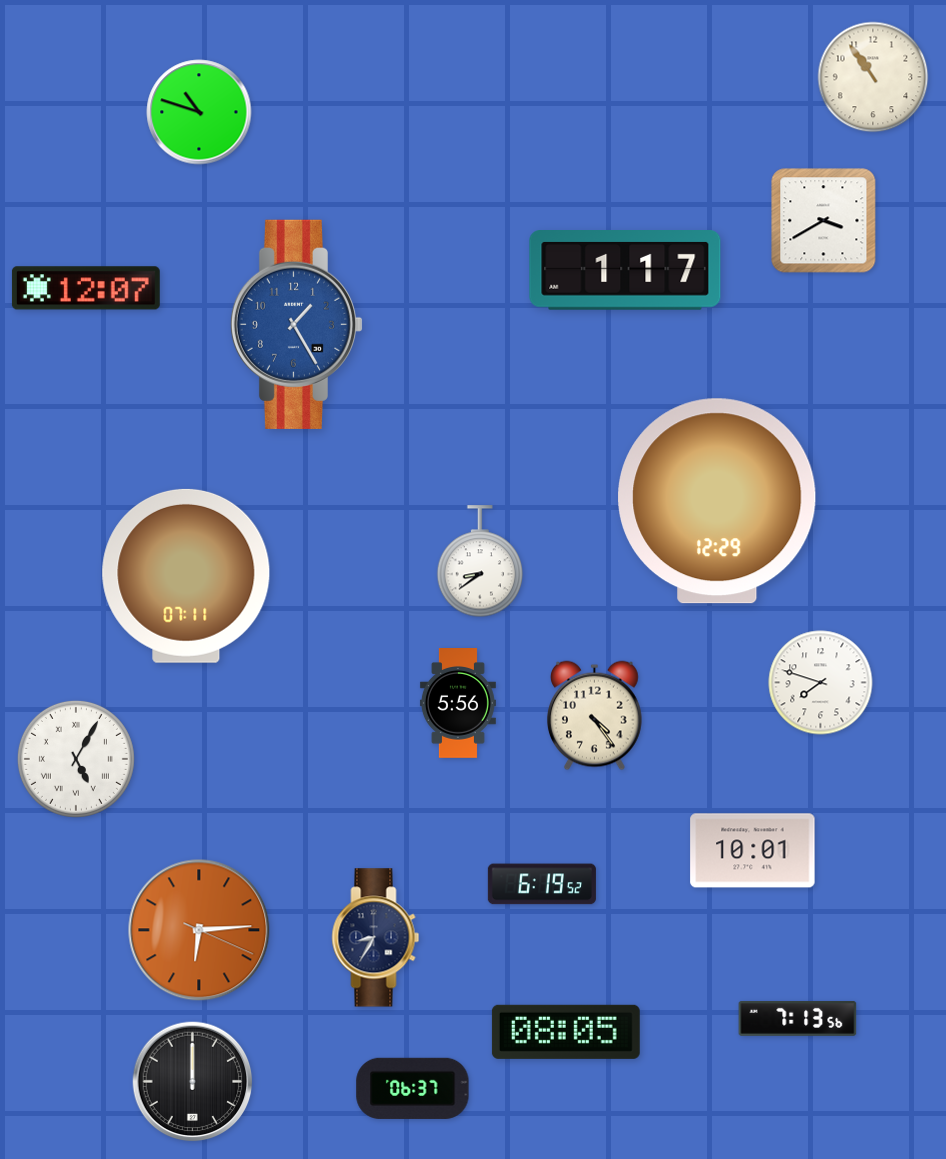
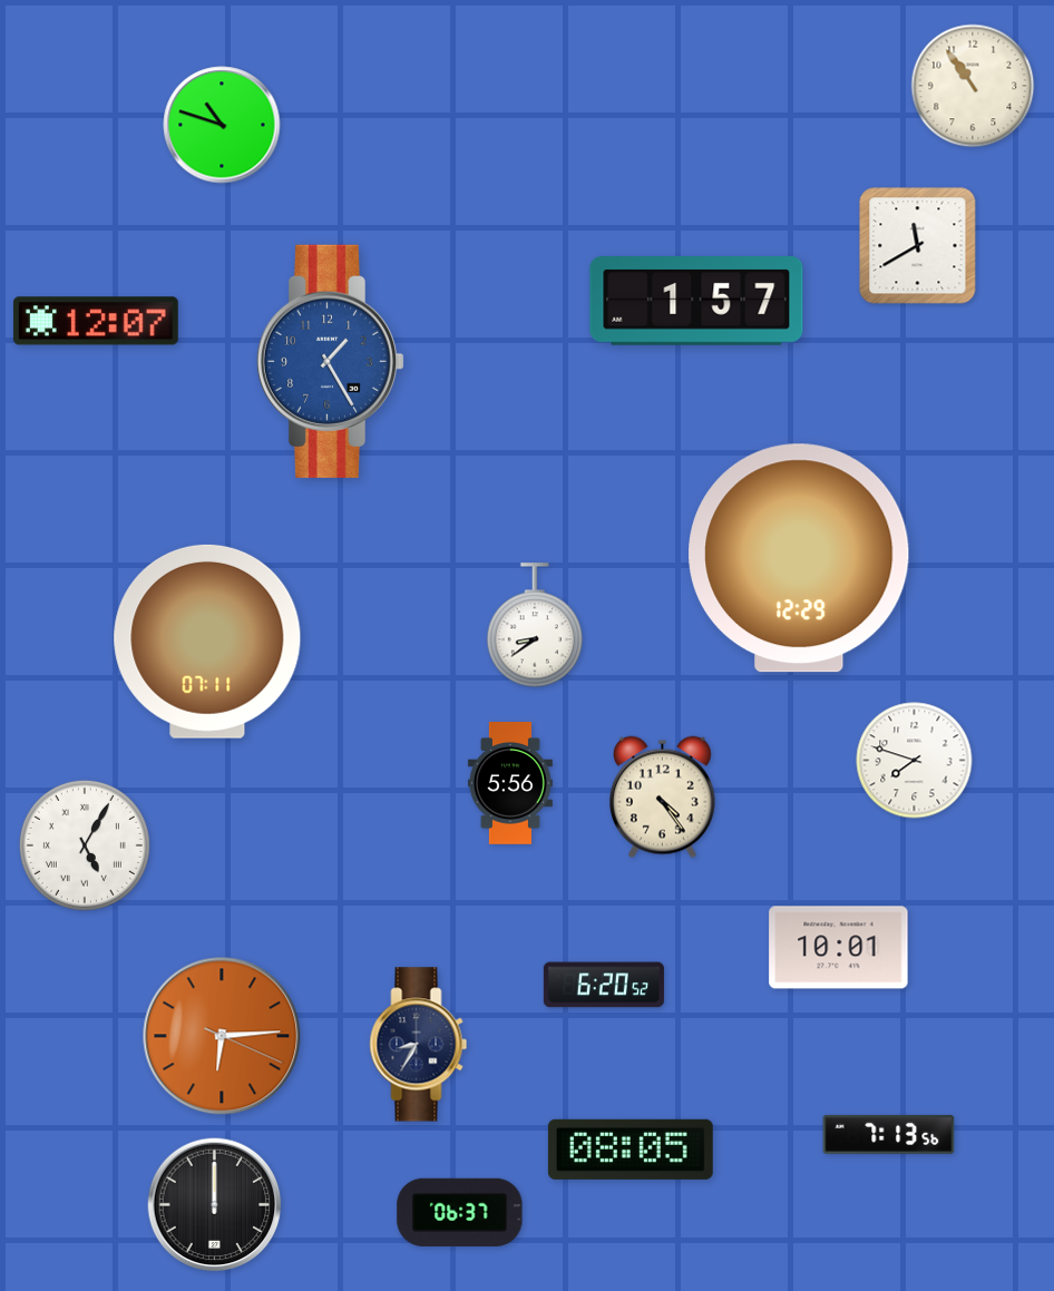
clock at (824, 221): 3:40 -> 11:40
clock at (625, 271): 1:17 -> 1:57
clock at (542, 884): 6:19 -> 6:20
